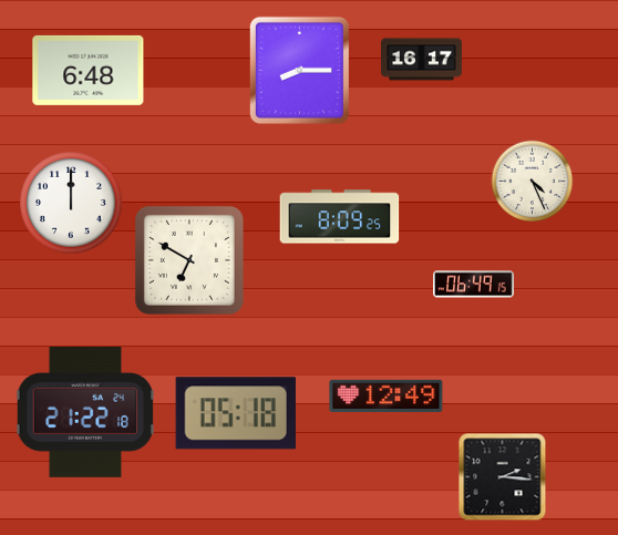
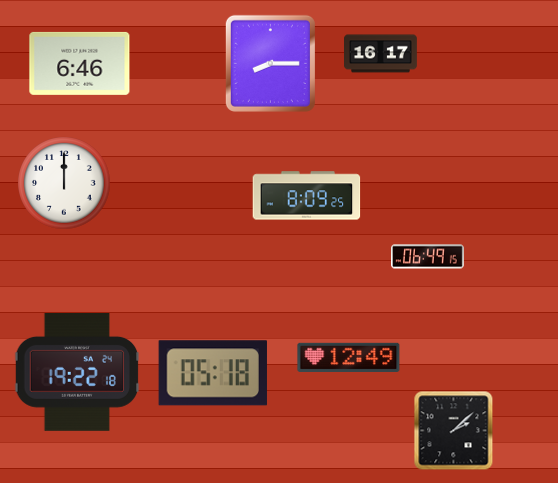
clock at (89, 70): 6:48 -> 6:46
clock at (533, 182): 4:26 -> none
clock at (189, 260): 6:50 -> none
clock at (85, 412): 21:22 -> 19:22
clock at (503, 477): 2:16 -> 2:08
